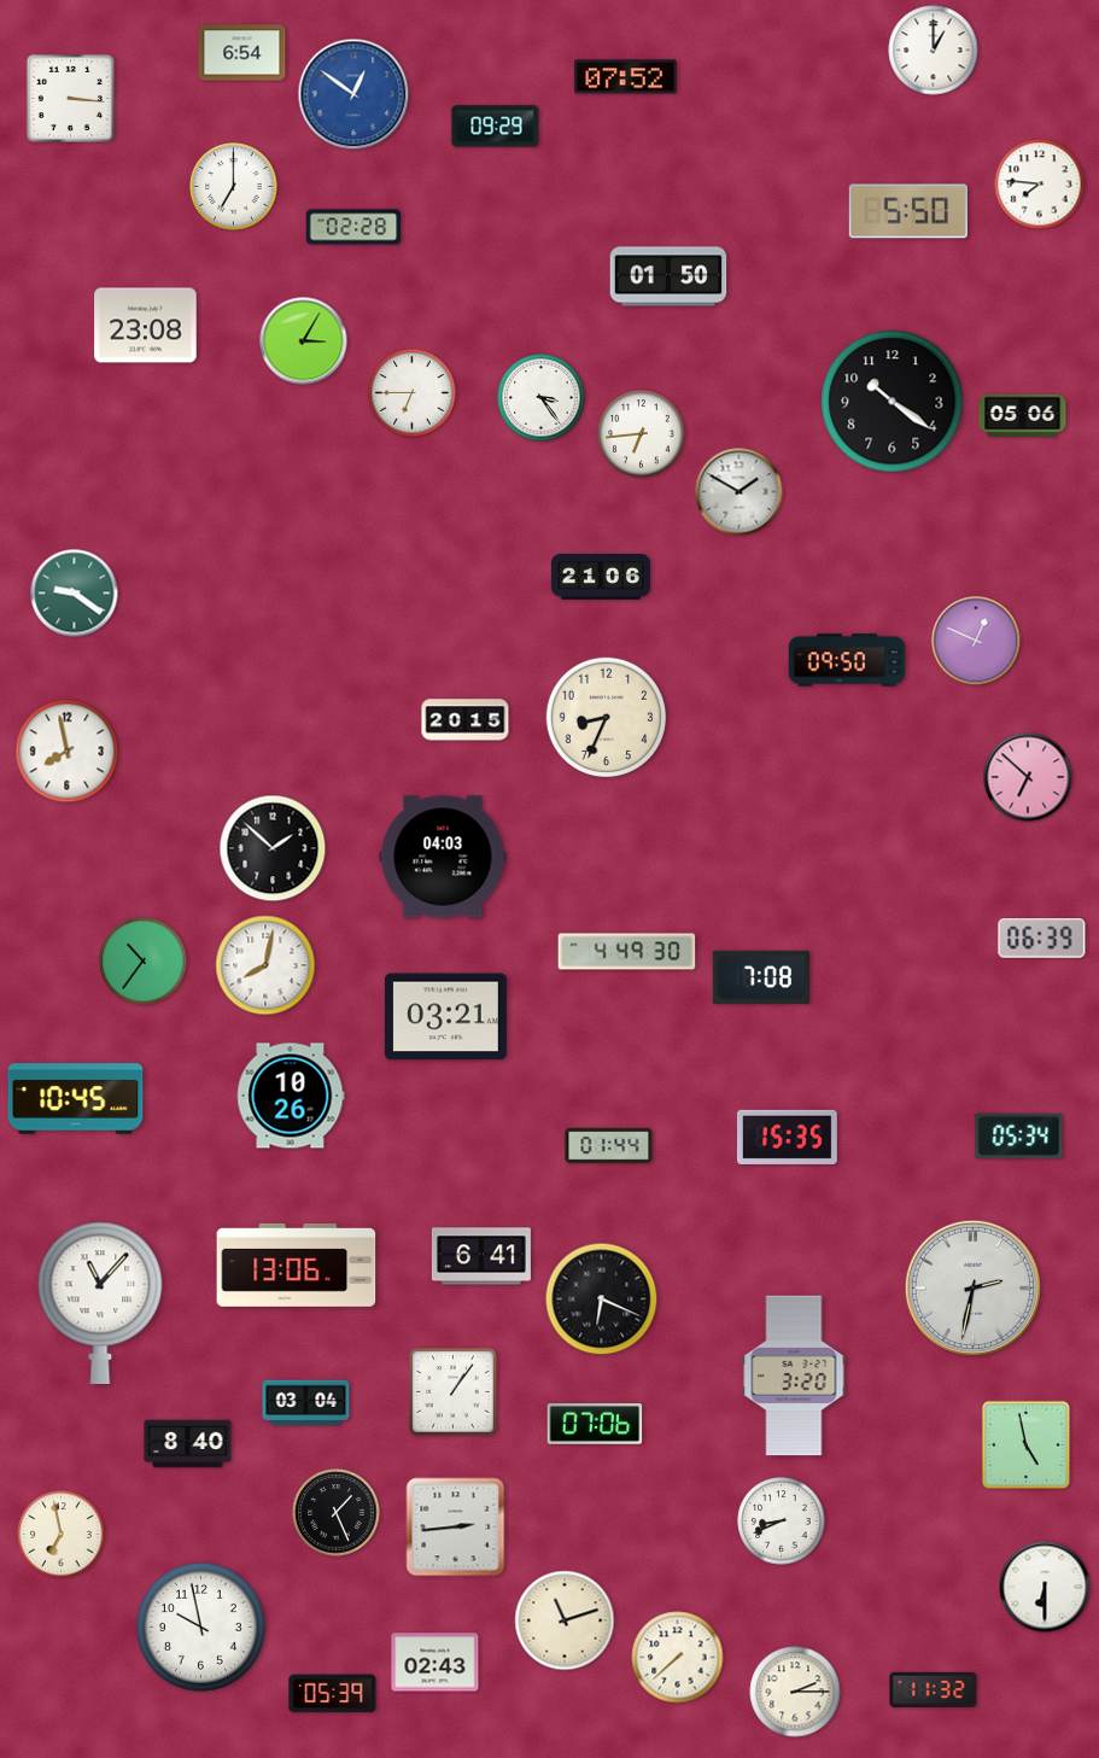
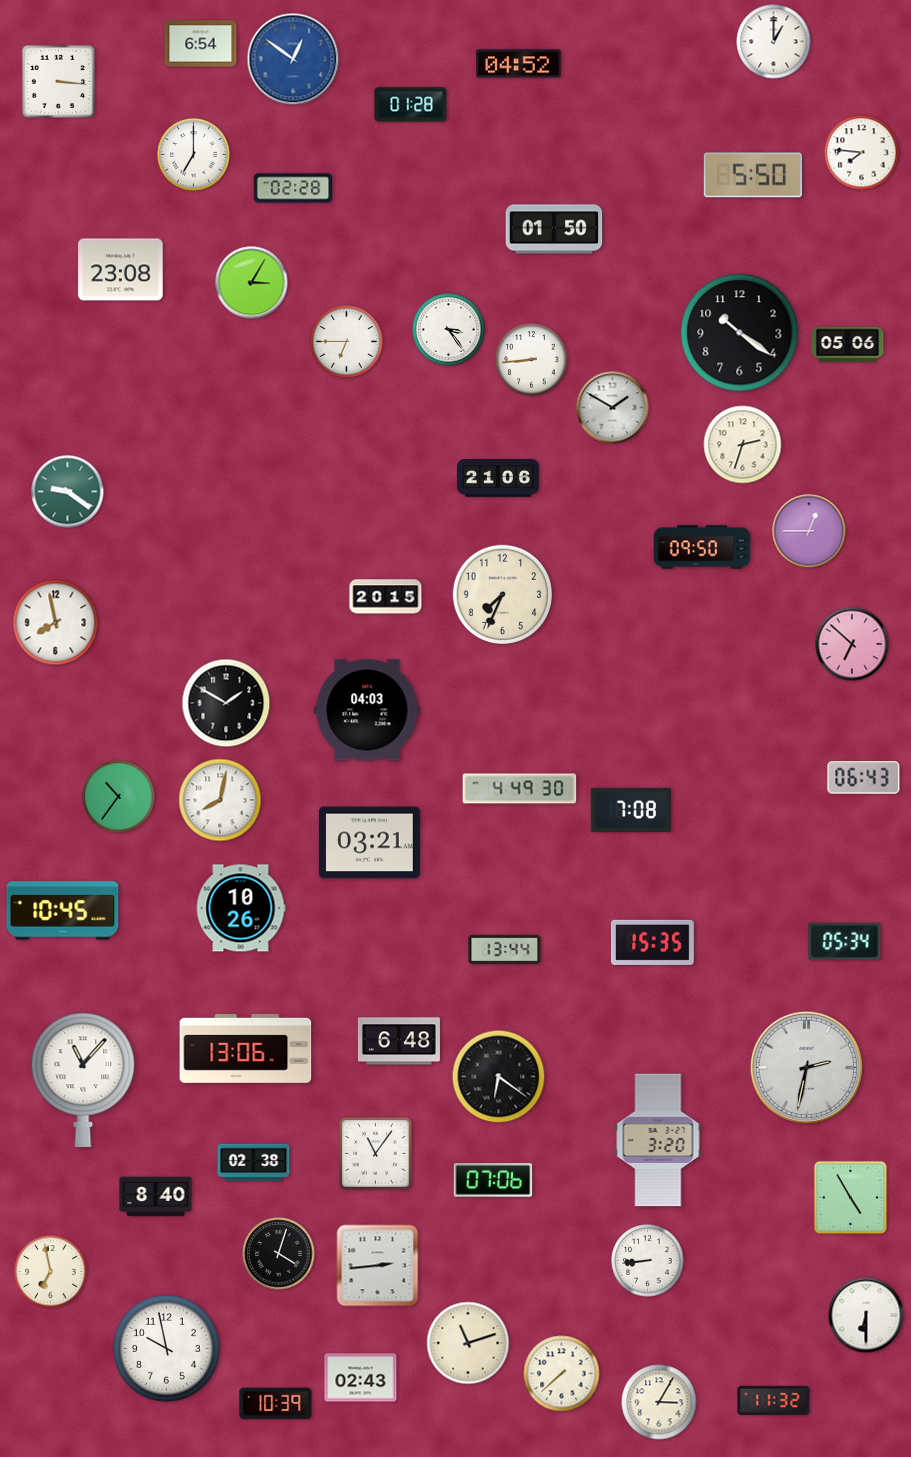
clock at (626, 77): 07:52 -> 04:52
clock at (353, 94) position: (353, 94) -> (293, 59)
clock at (496, 127): 09:29 -> 01:28
clock at (413, 393) position: (413, 393) -> (347, 342)
clock at (642, 434): 6:44 -> 8:44
clock at (743, 445): none -> 2:33
clock at (75, 594) position: (75, 594) -> (68, 492)
clock at (976, 641): 12:49 -> 12:45
clock at (607, 718): 8:34 -> 7:34
clock at (273, 848): 1:52 -> 1:50
clock at (1042, 939): 06:39 -> 06:43
clock at (609, 1145): 01:44 -> 13:44
clock at (481, 1256): 6:41 -> 6:48
clock at (602, 1299): 6:19 -> 6:21
clock at (454, 1392): 1:06 -> 11:06
clock at (306, 1403): 03:04 -> 02:38
clock at (1025, 1444): 4:58 -> 4:55
clock at (337, 1513): 1:26 -> 4:03
clock at (782, 1522): 8:41 -> 8:44
clock at (795, 1692): 2:15 -> 3:05
clock at (333, 1694): 05:39 -> 10:39
